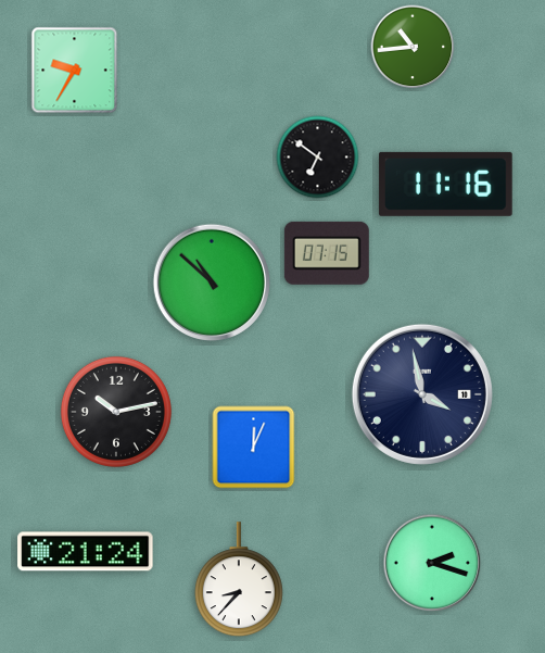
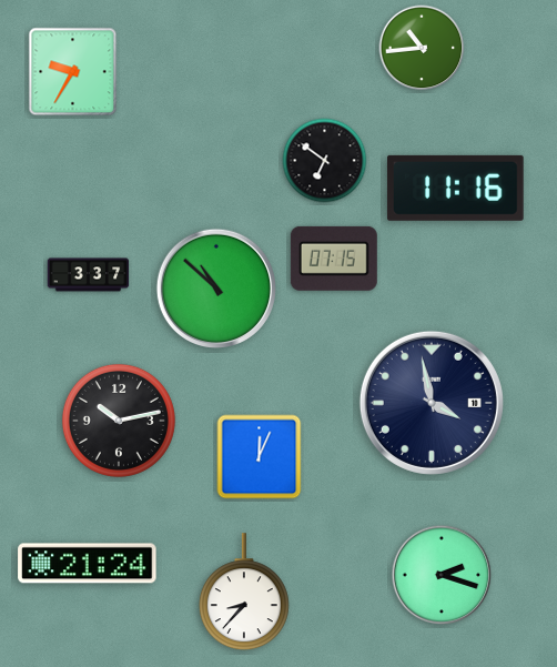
clock at (75, 71) position: (75, 71) -> (73, 72)
clock at (89, 275): none -> 3:37
